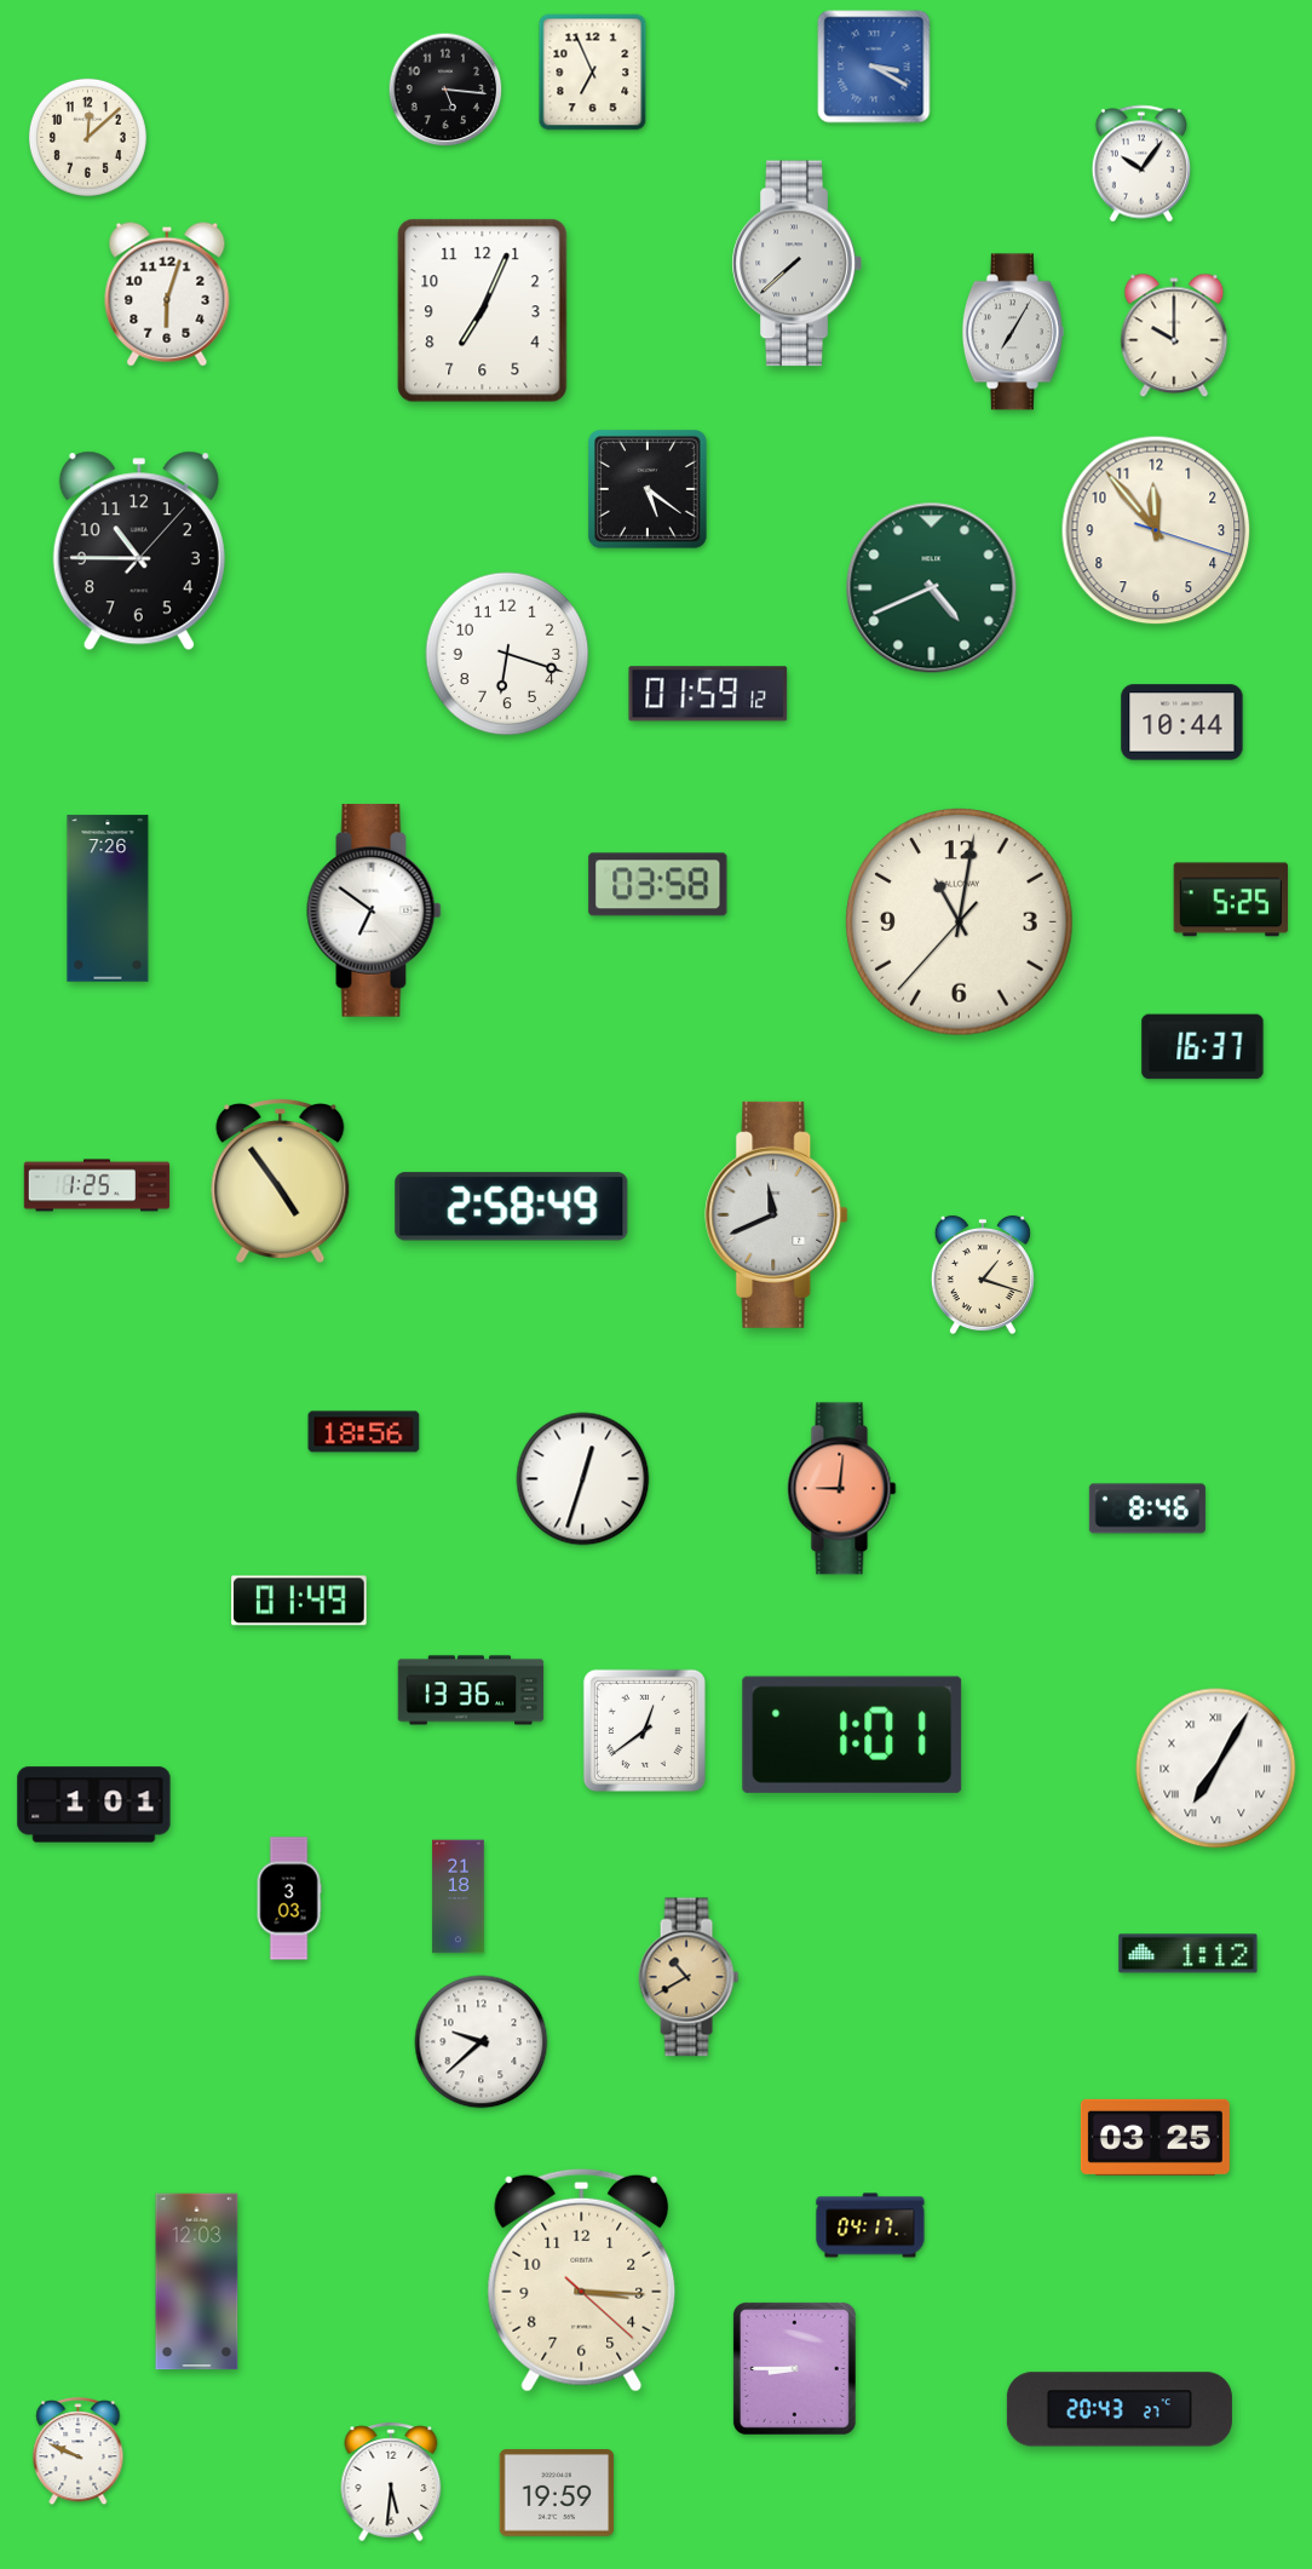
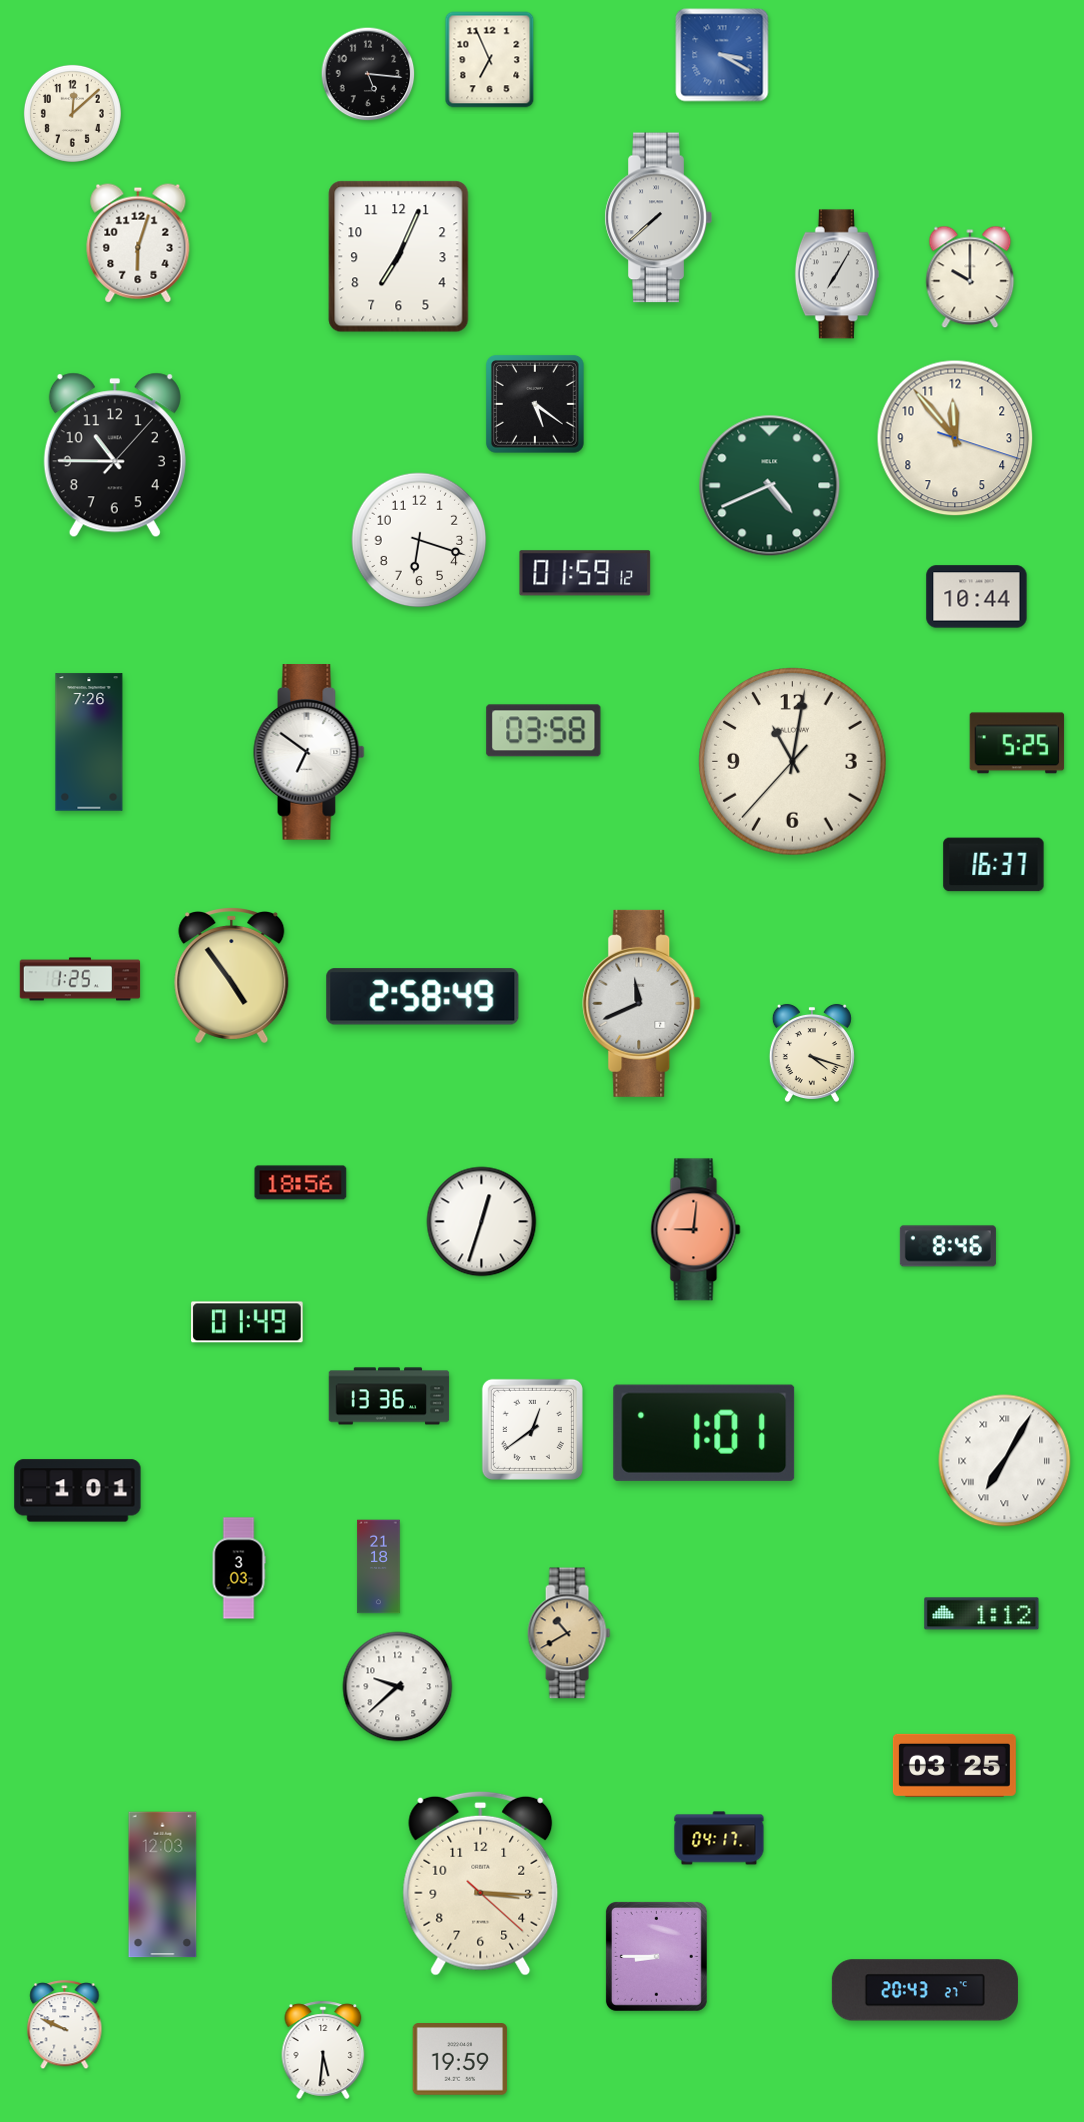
clock at (1140, 163): 10:06 -> none
clock at (983, 1275): 1:18 -> 4:18
